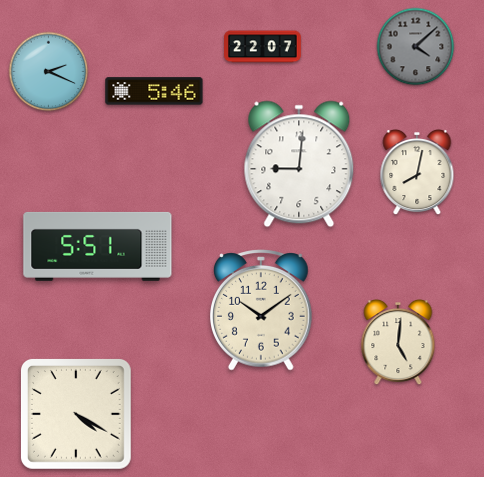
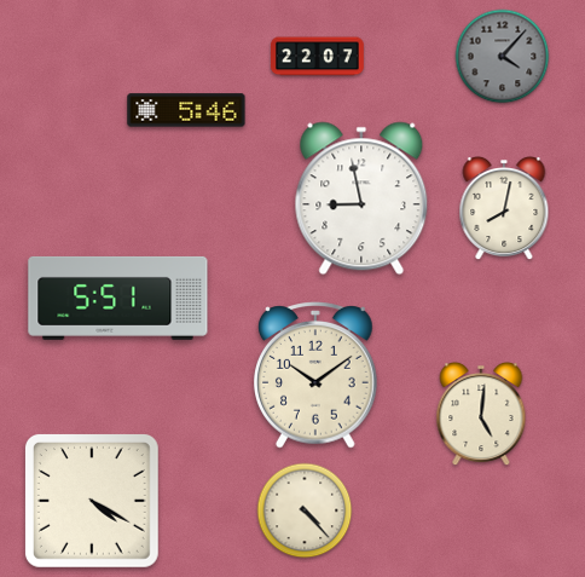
clock at (416, 47): 4:08 -> 4:07
clock at (49, 72): 2:19 -> none
clock at (299, 164): 9:01 -> 8:58
clock at (305, 510): none -> 4:23
